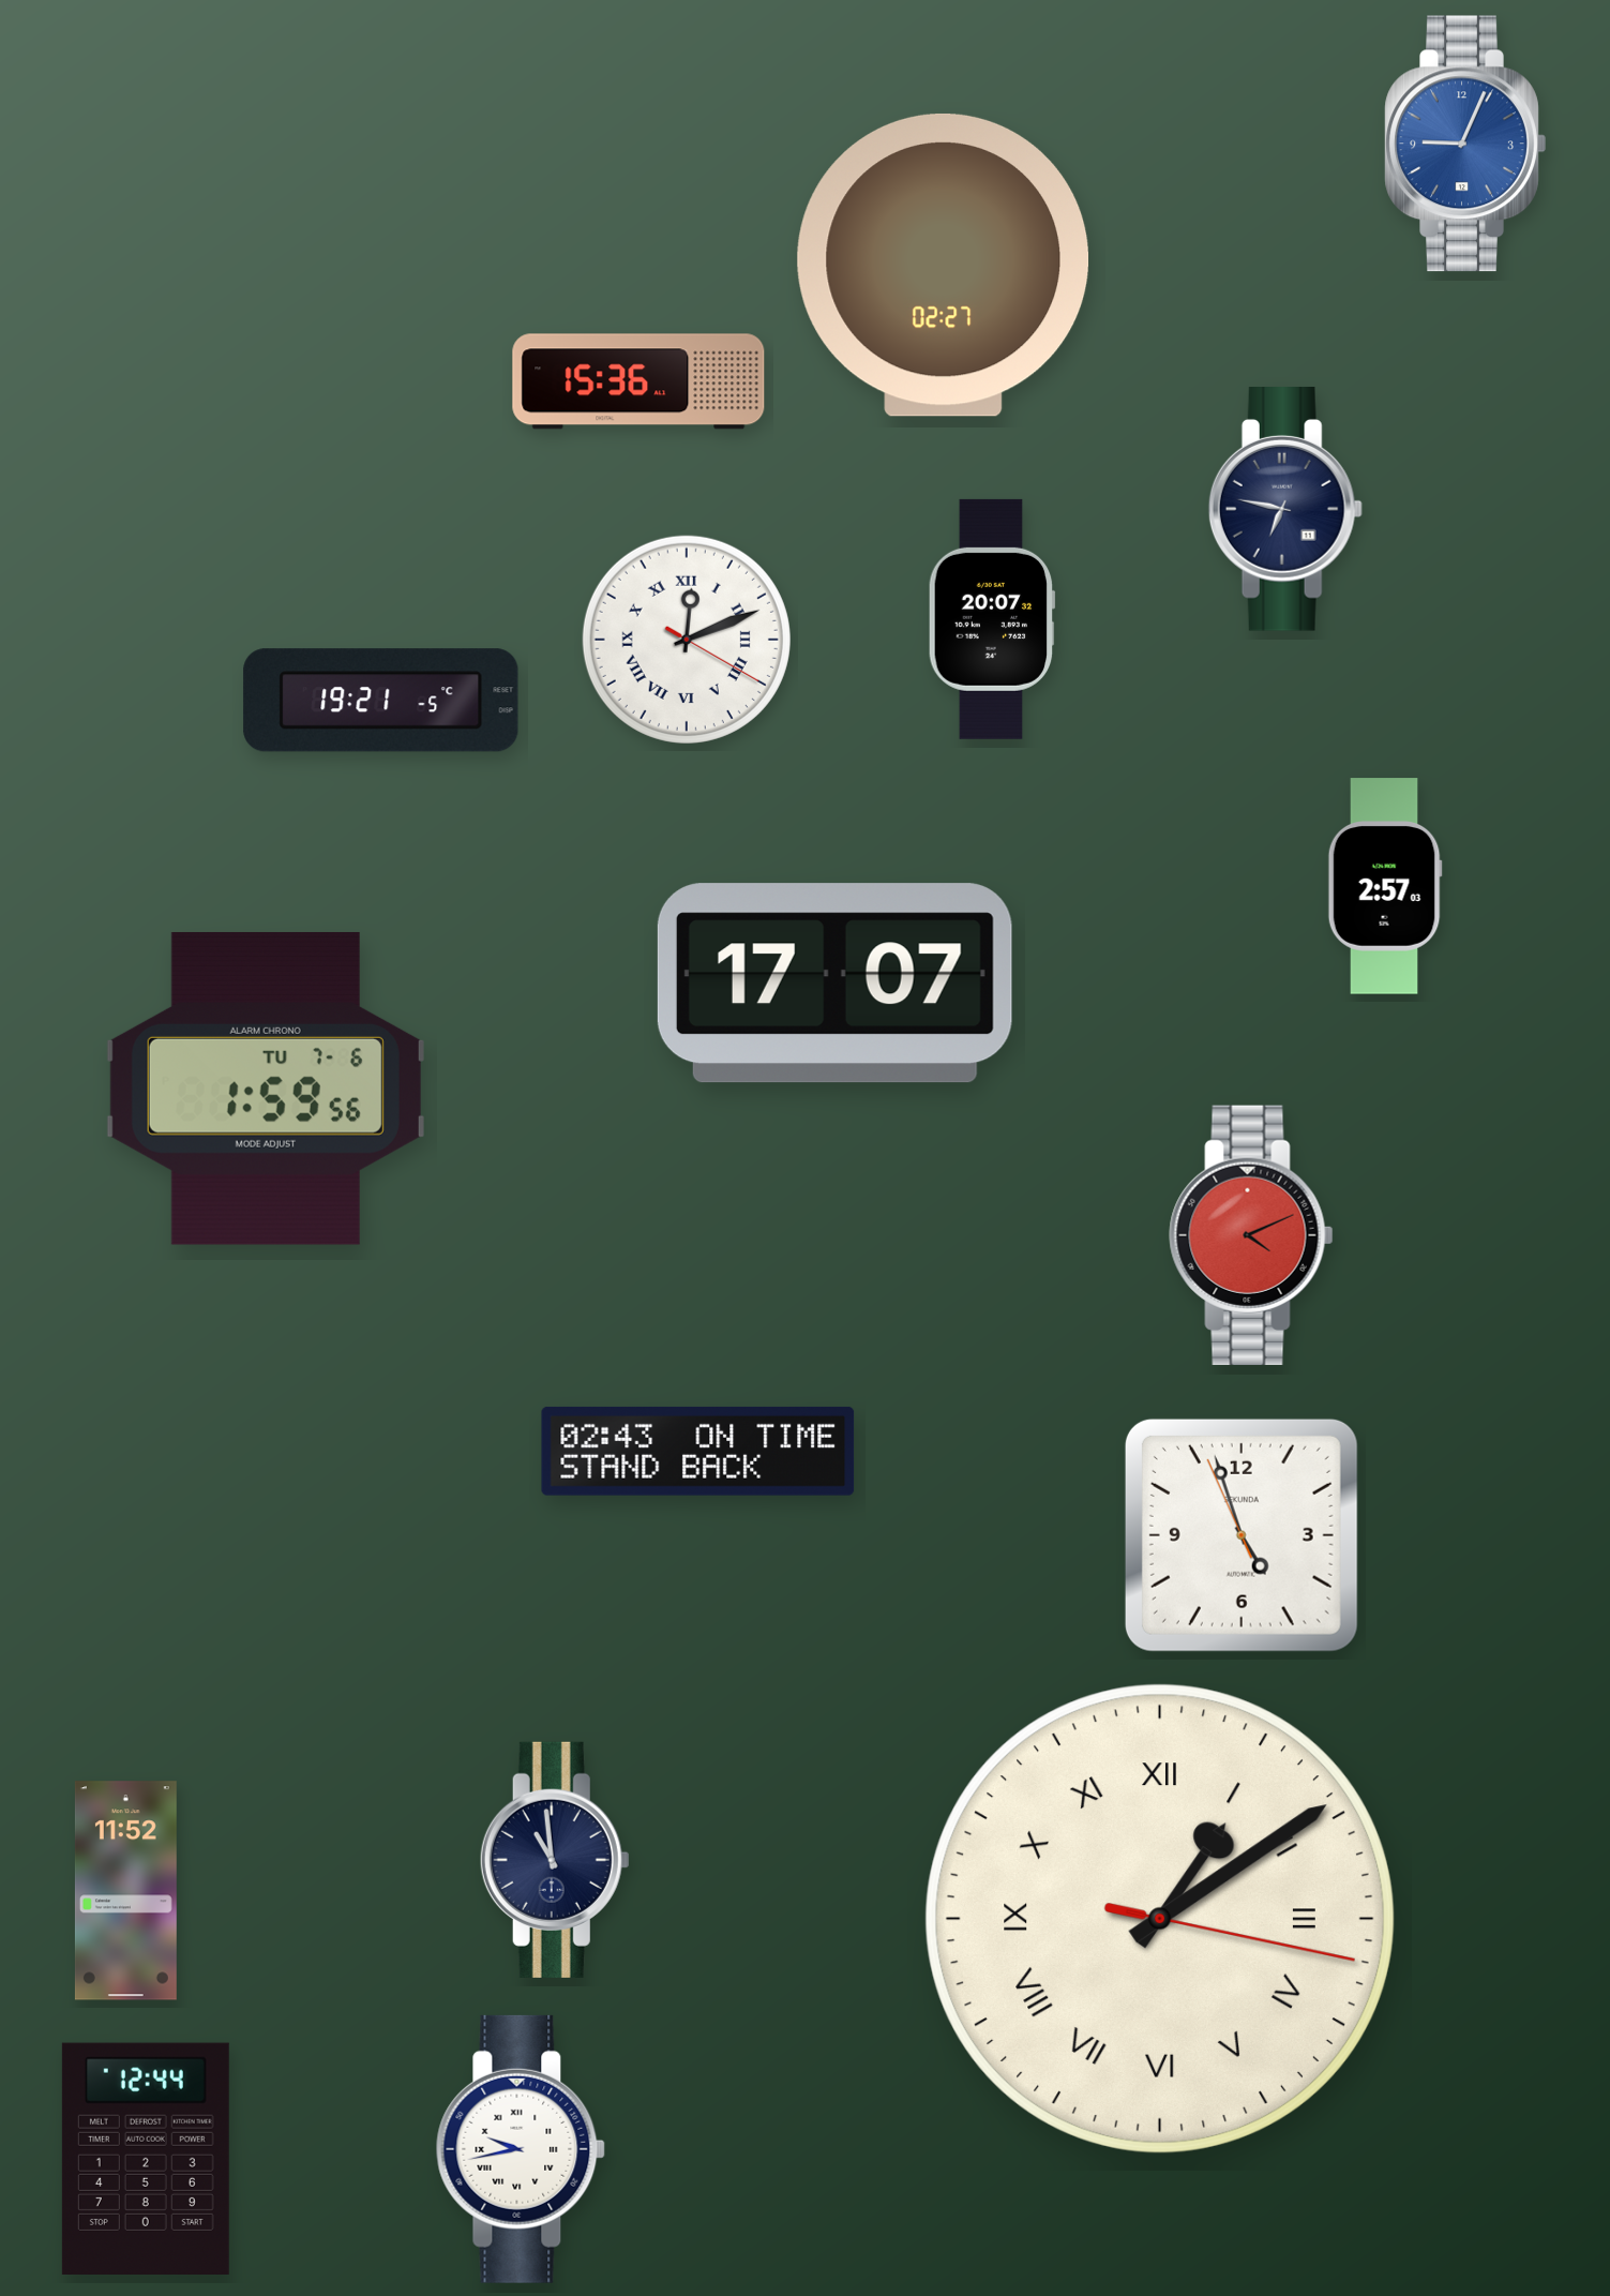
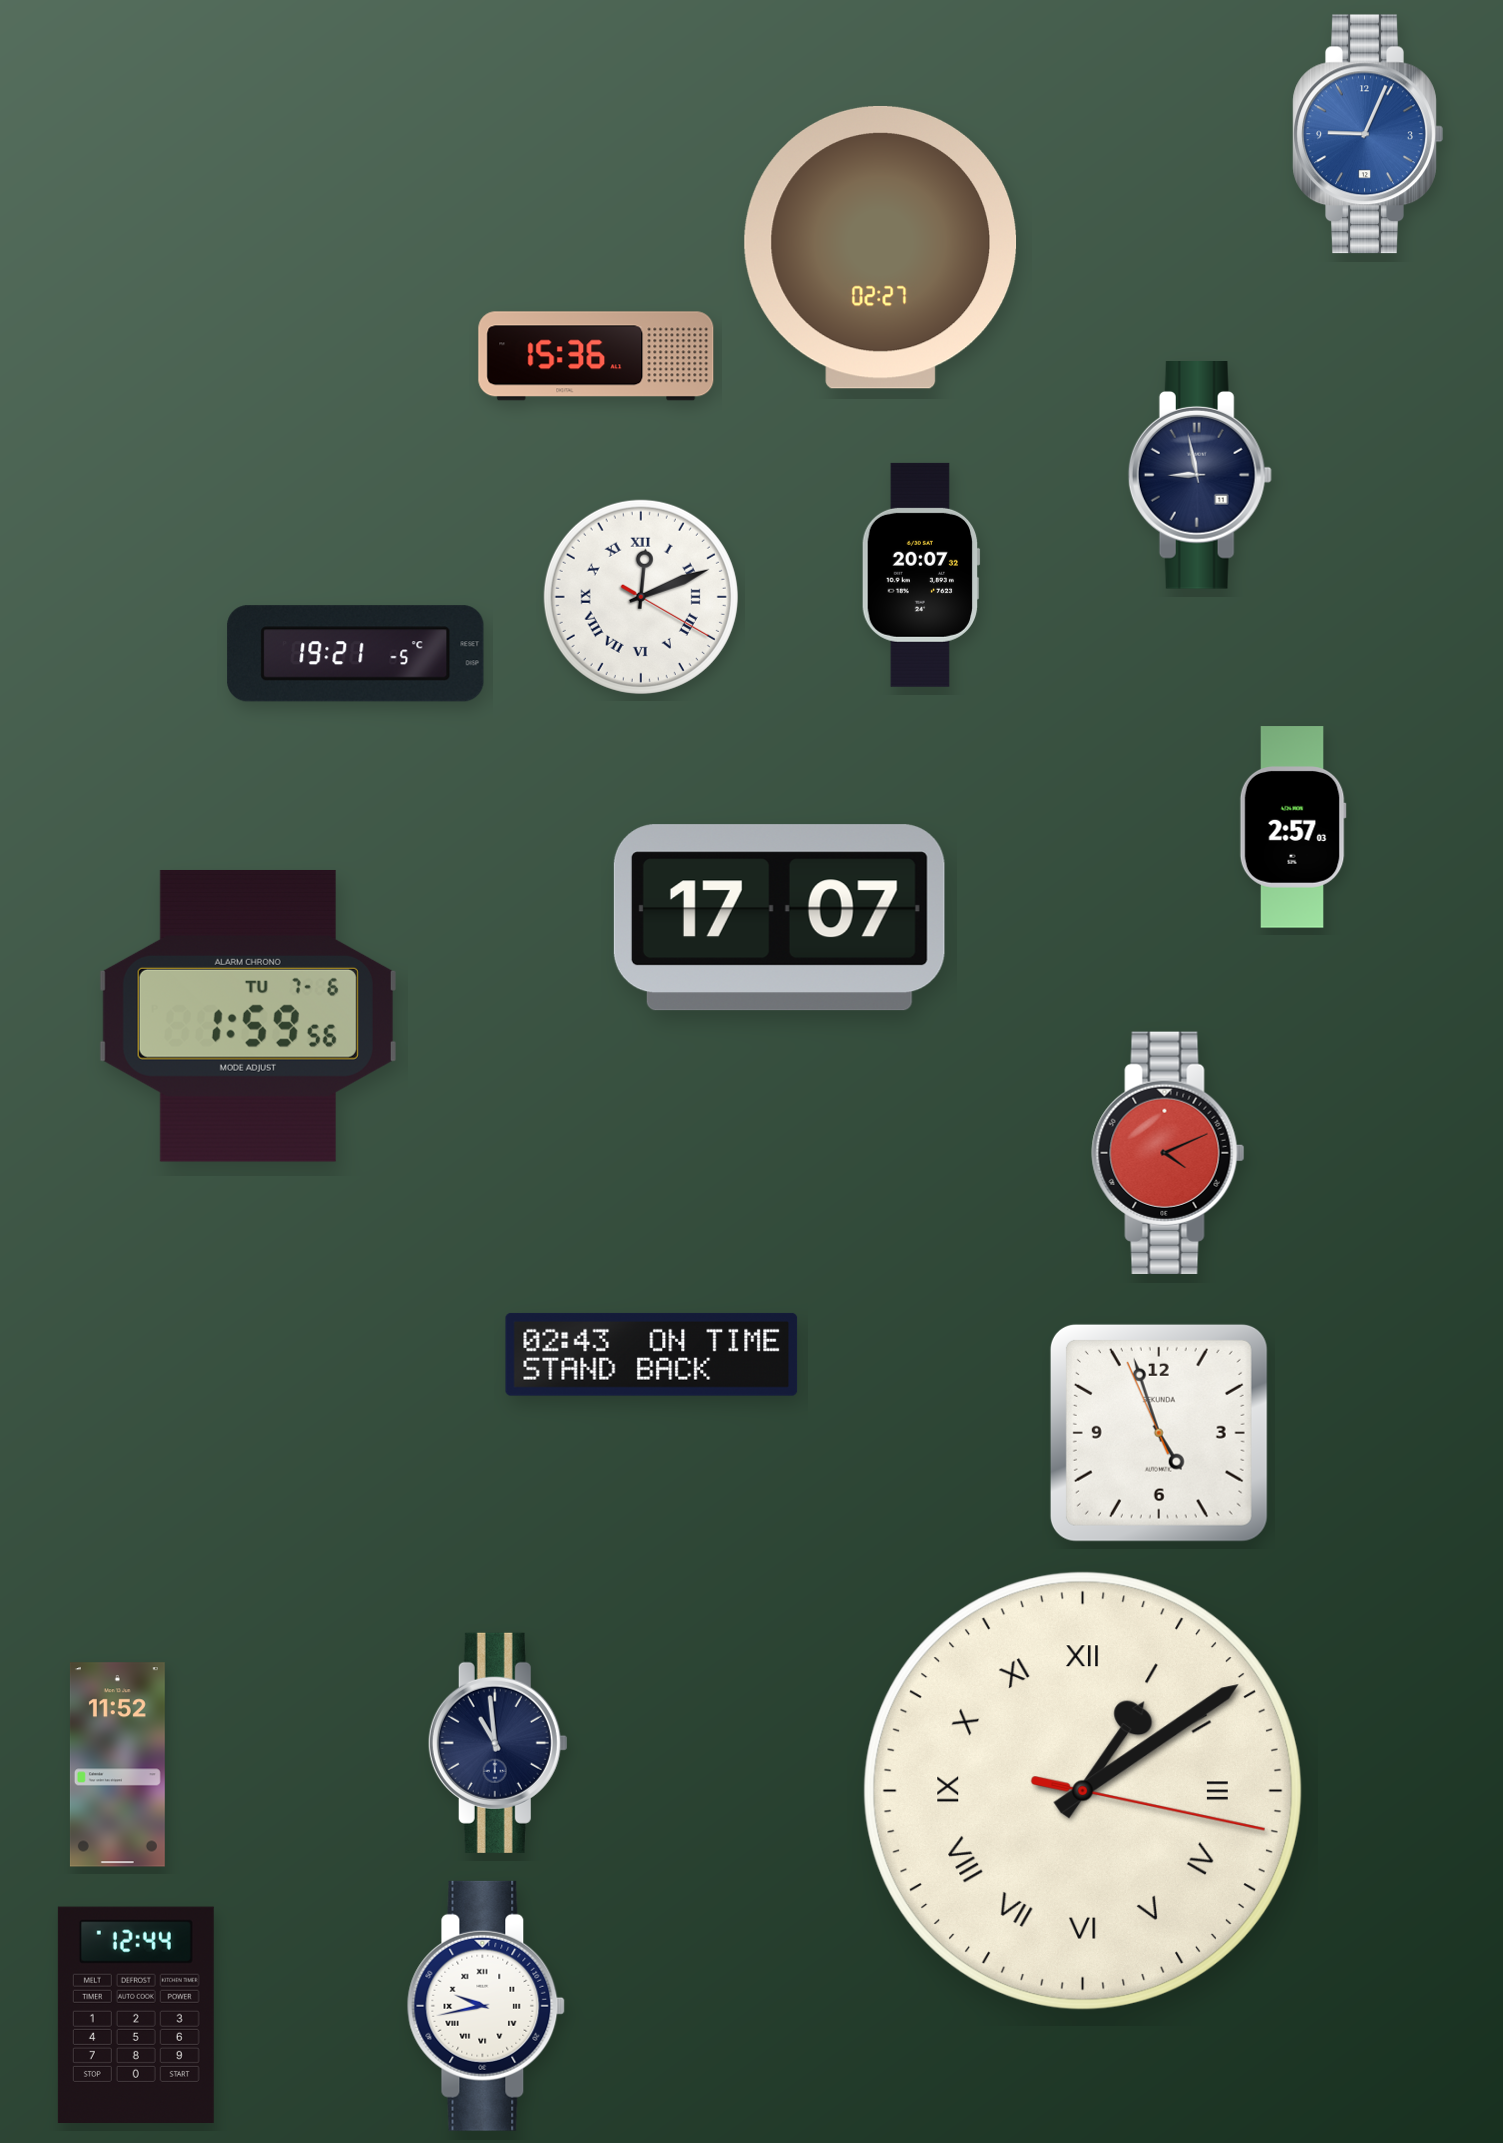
clock at (1285, 510): 6:47 -> 8:58
clock at (992, 619) position: (992, 619) -> (921, 575)
clock at (555, 1860) position: (555, 1860) -> (498, 1743)
